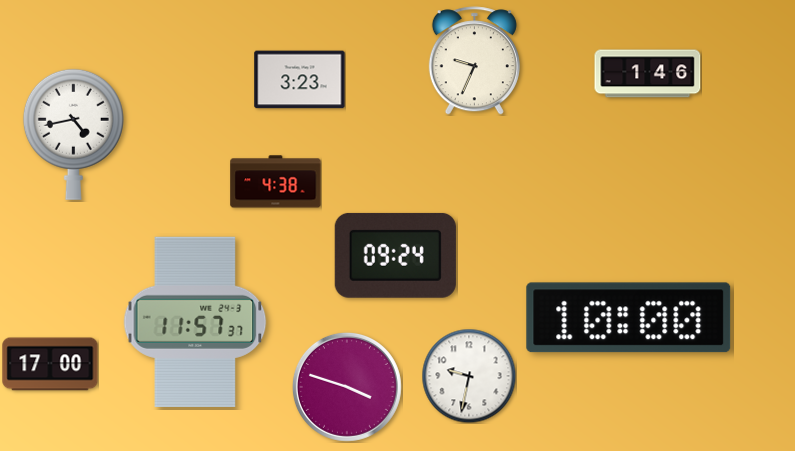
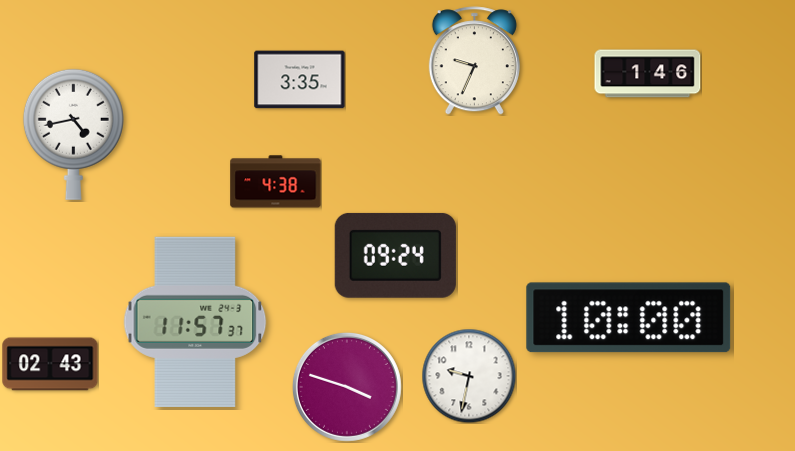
clock at (300, 80): 3:23 -> 3:35
clock at (50, 364): 17:00 -> 02:43
